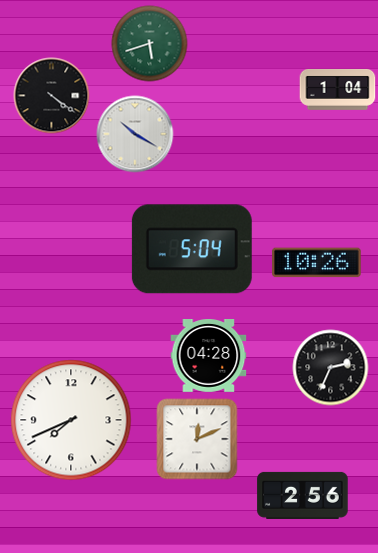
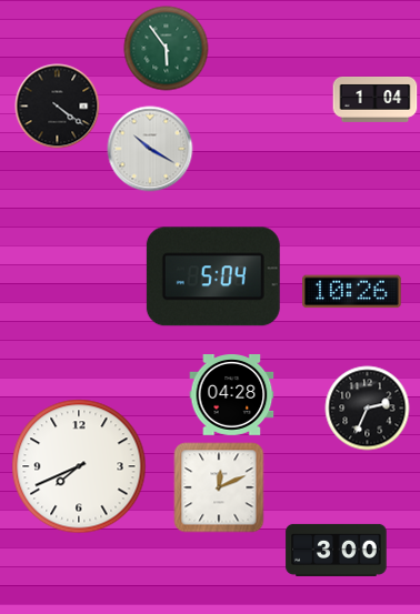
clock at (150, 44): 5:42 -> 5:54
clock at (303, 495): 2:56 -> 3:00
